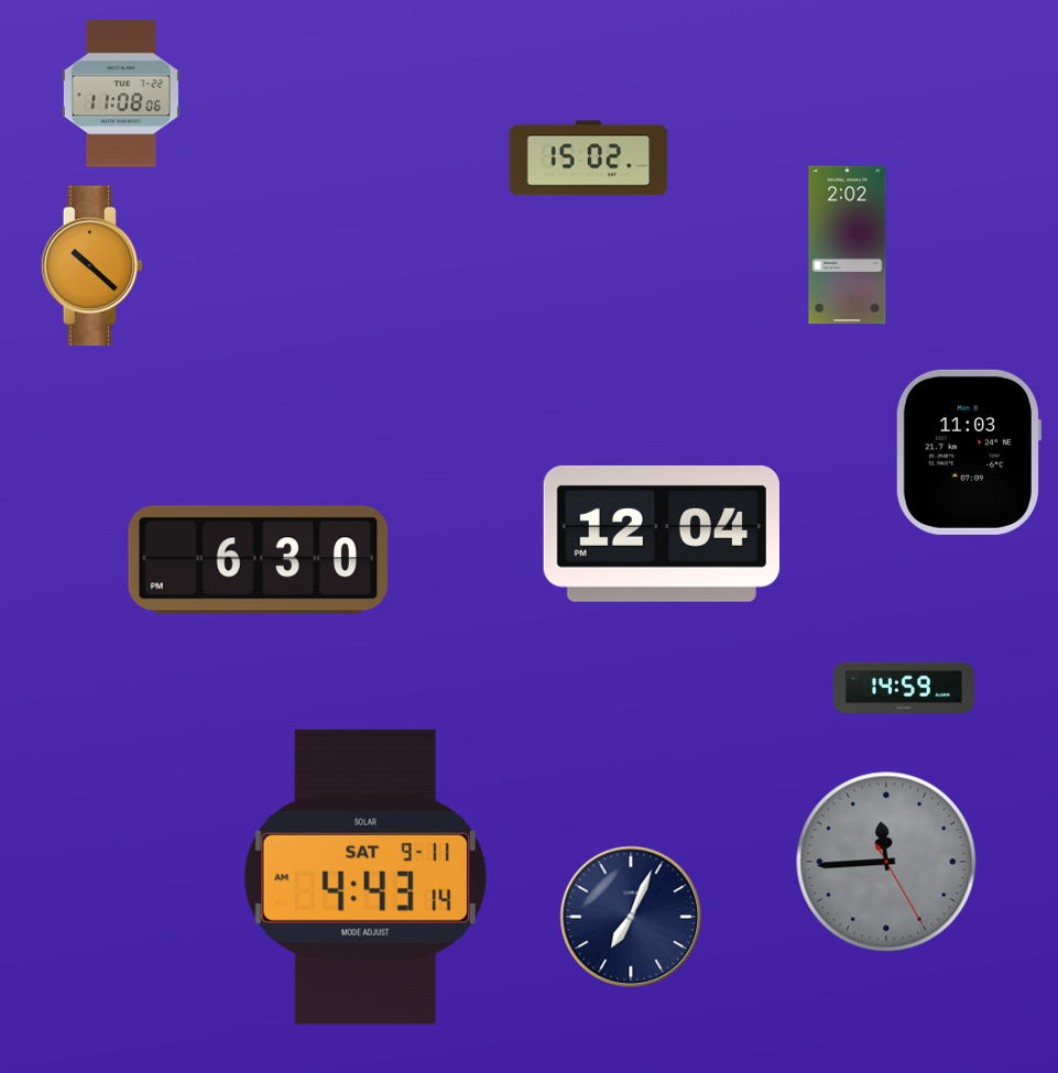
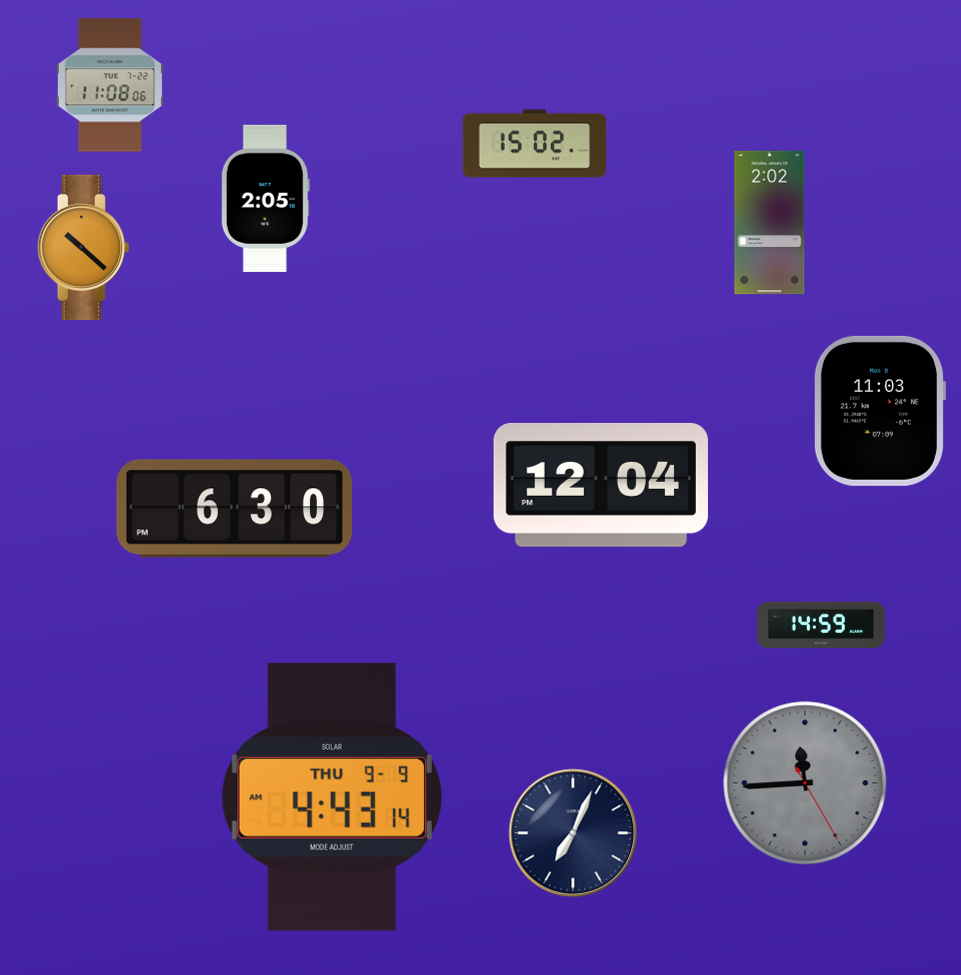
clock at (265, 198): none -> 2:05
clock at (91, 266) position: (91, 266) -> (83, 248)
clock at (366, 877) date: SAT 9-11 -> THU 9-9
